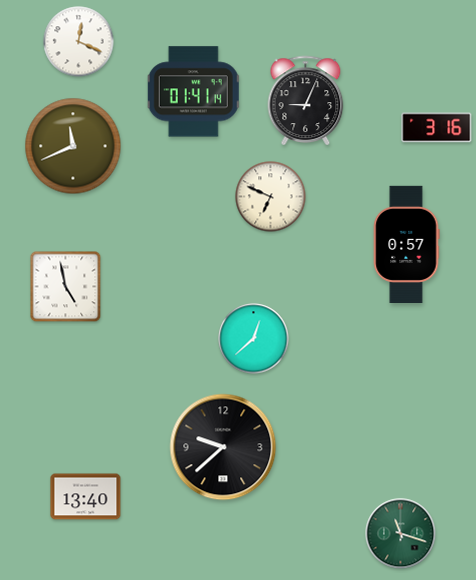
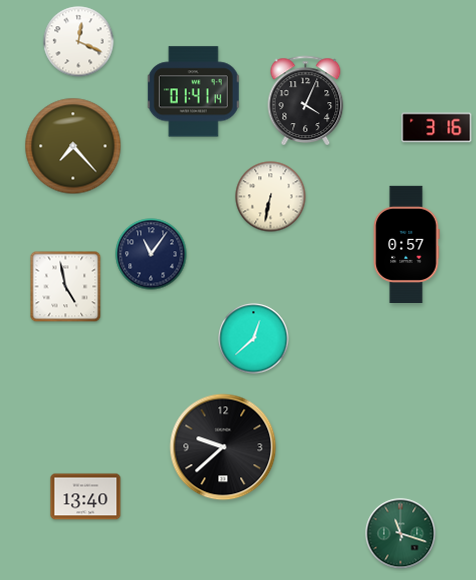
clock at (306, 100): 9:04 -> 4:04
clock at (73, 146): 11:41 -> 7:23
clock at (271, 197): 6:49 -> 6:32
clock at (151, 254): none -> 11:06
